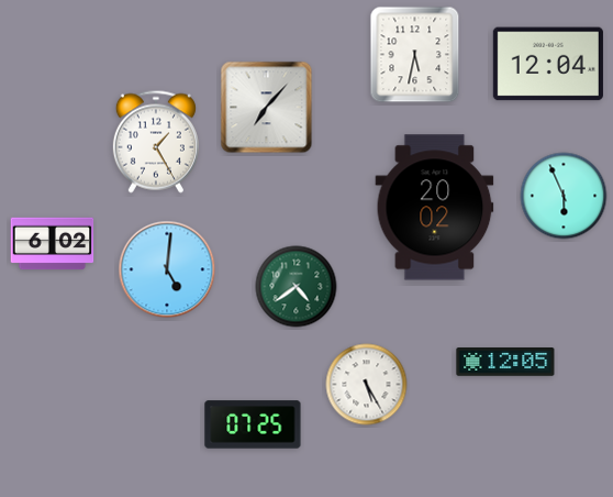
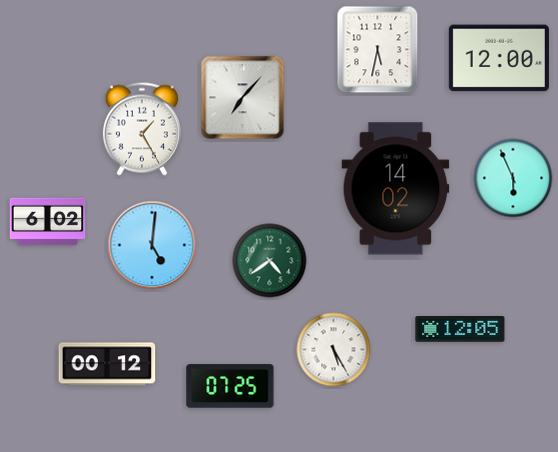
clock at (548, 64): 12:04 -> 12:00
clock at (435, 208): 20:02 -> 14:02
clock at (107, 364): none -> 00:12
